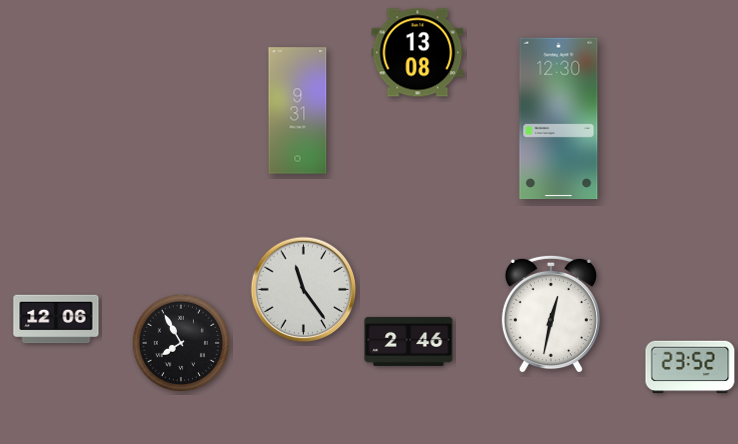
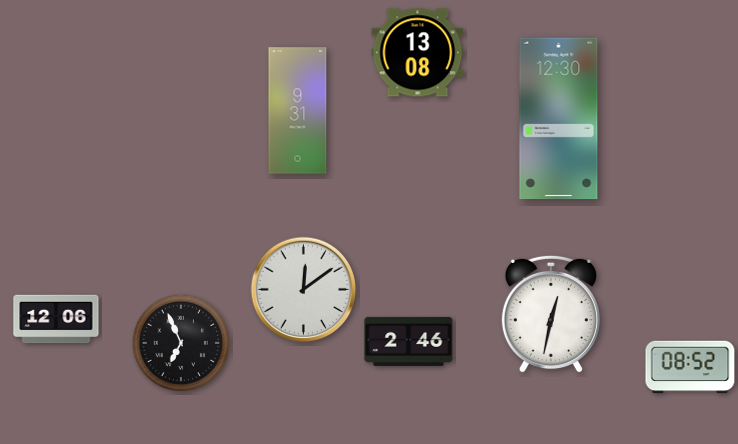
clock at (304, 290): 11:24 -> 12:09
clock at (180, 342): 7:55 -> 6:56
clock at (690, 367): 23:52 -> 08:52
